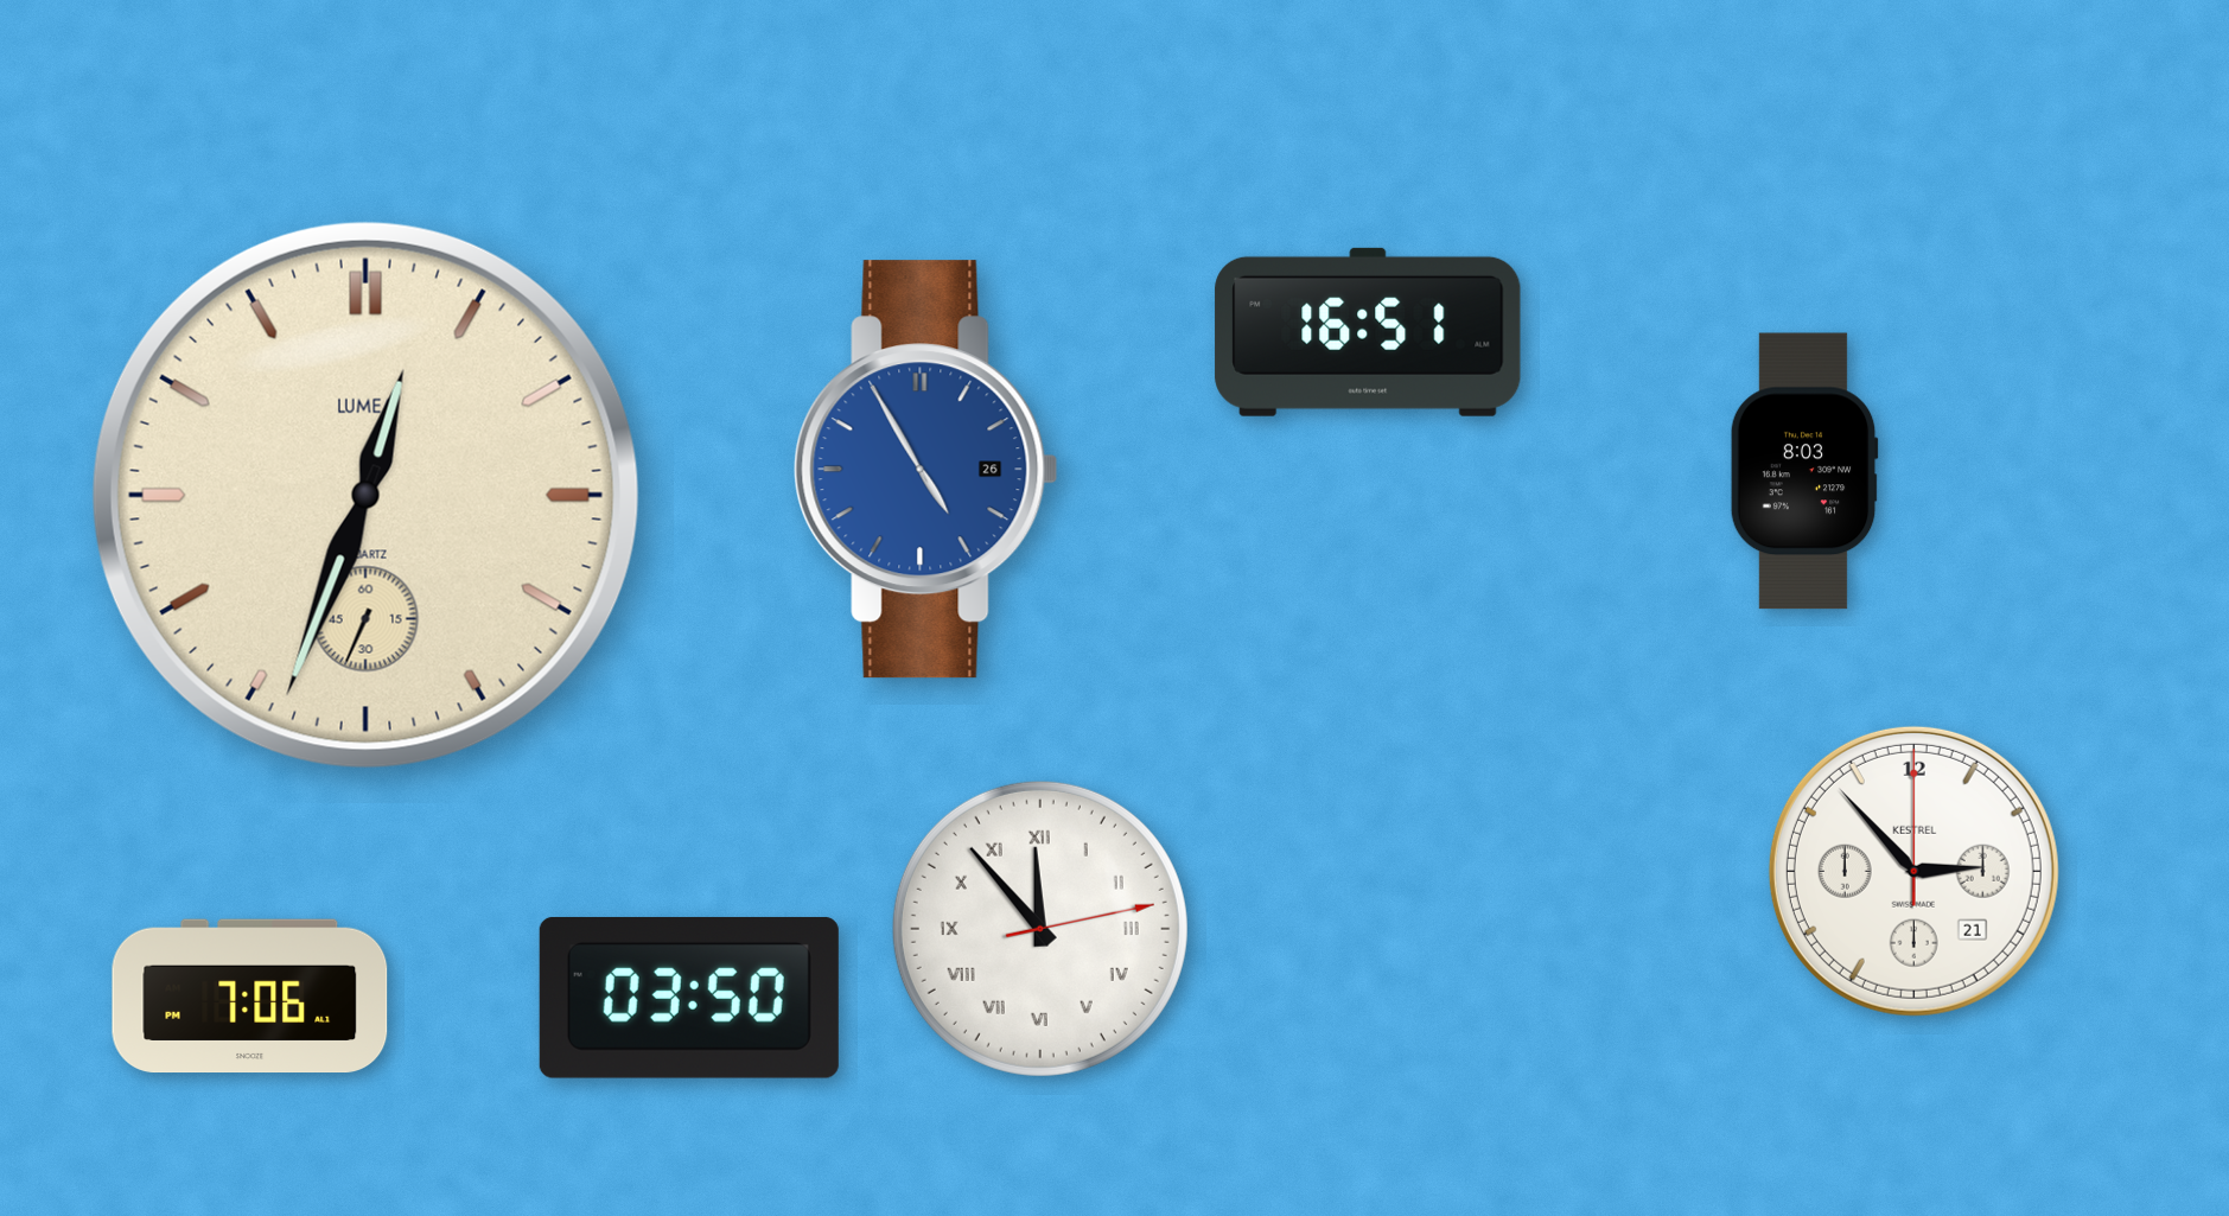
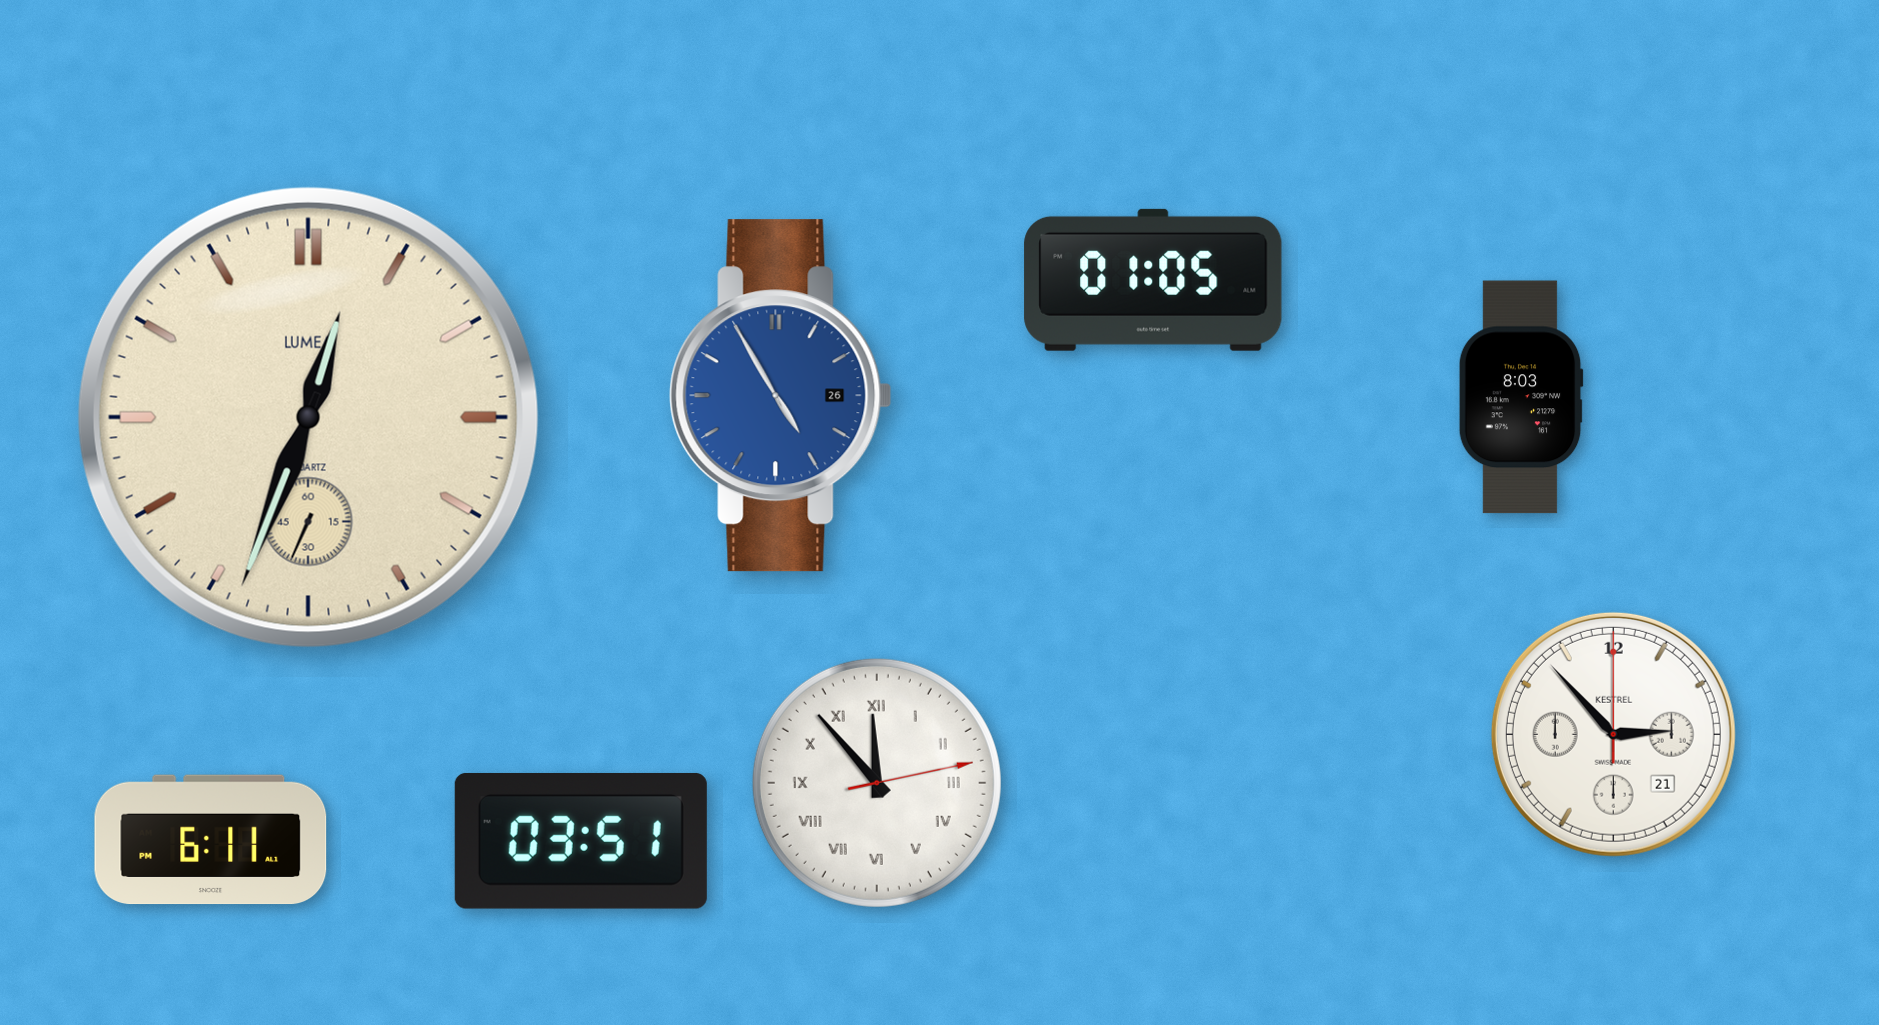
clock at (1368, 332): 16:51 -> 01:05
clock at (250, 997): 7:06 -> 6:11
clock at (689, 998): 03:50 -> 03:51
